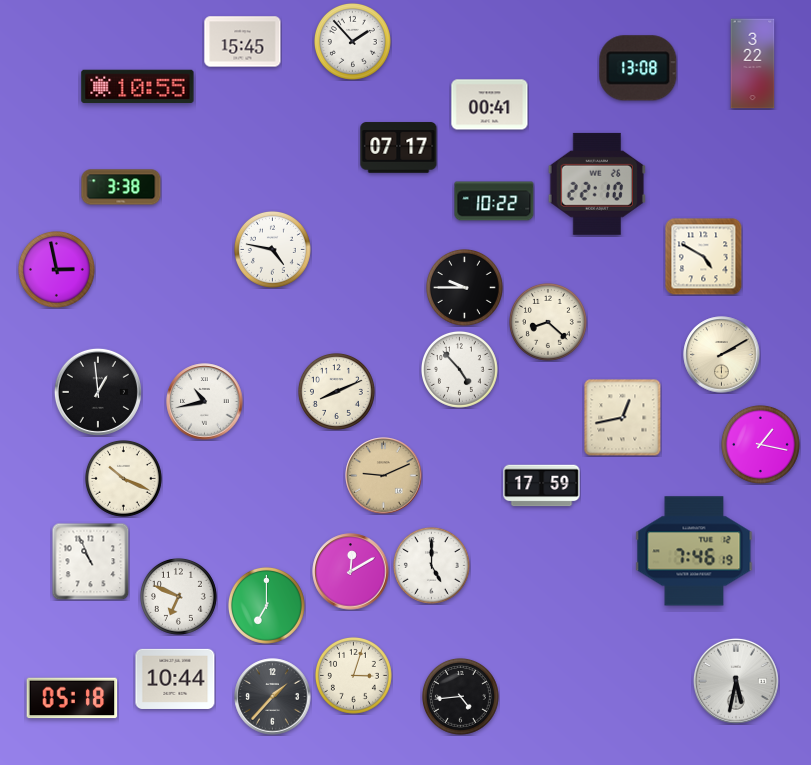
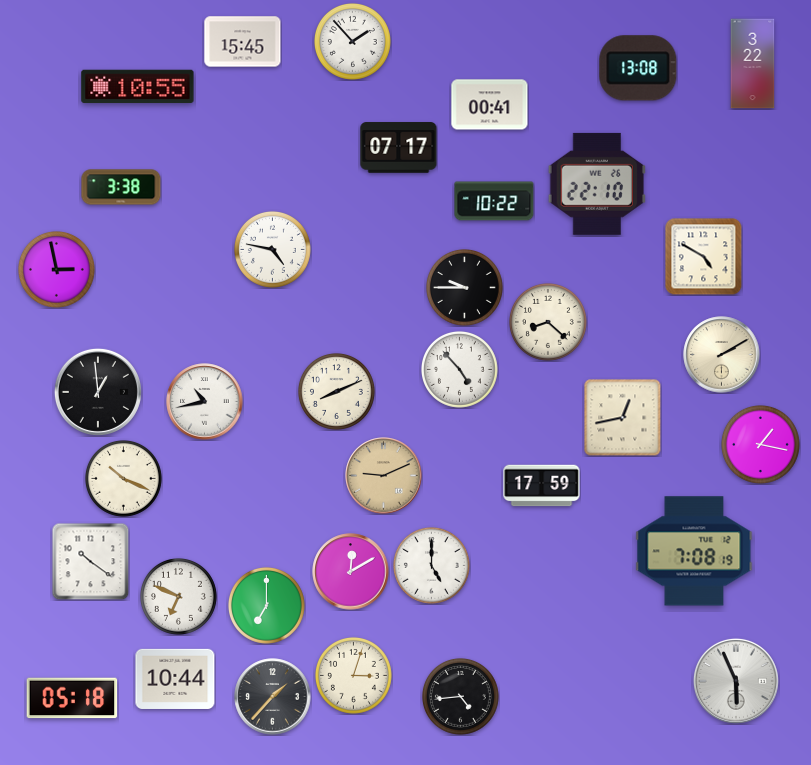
clock at (694, 551): 7:46 -> 7:08
clock at (90, 561): 10:56 -> 10:21
clock at (736, 681): 5:32 -> 5:56
